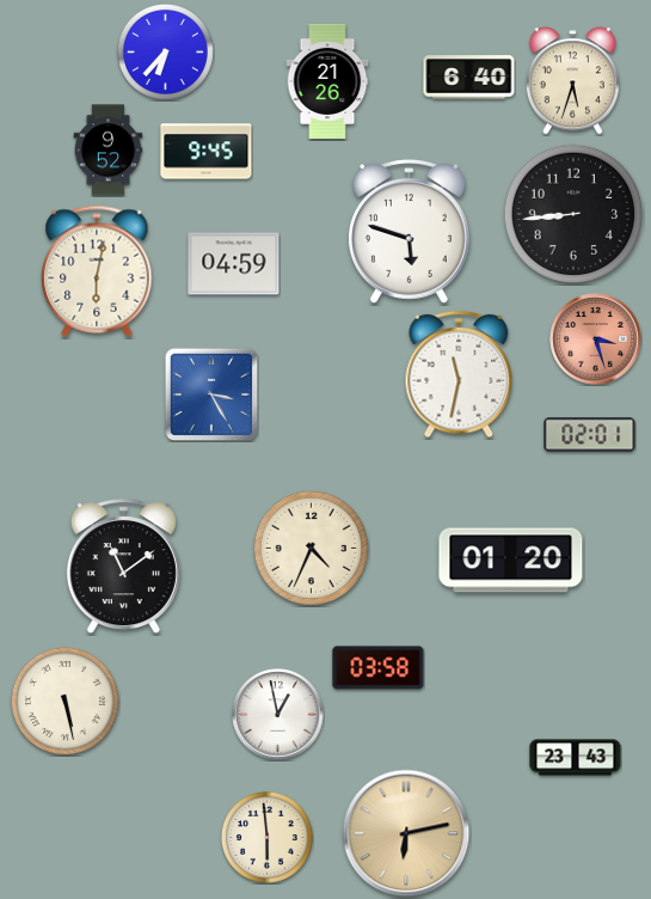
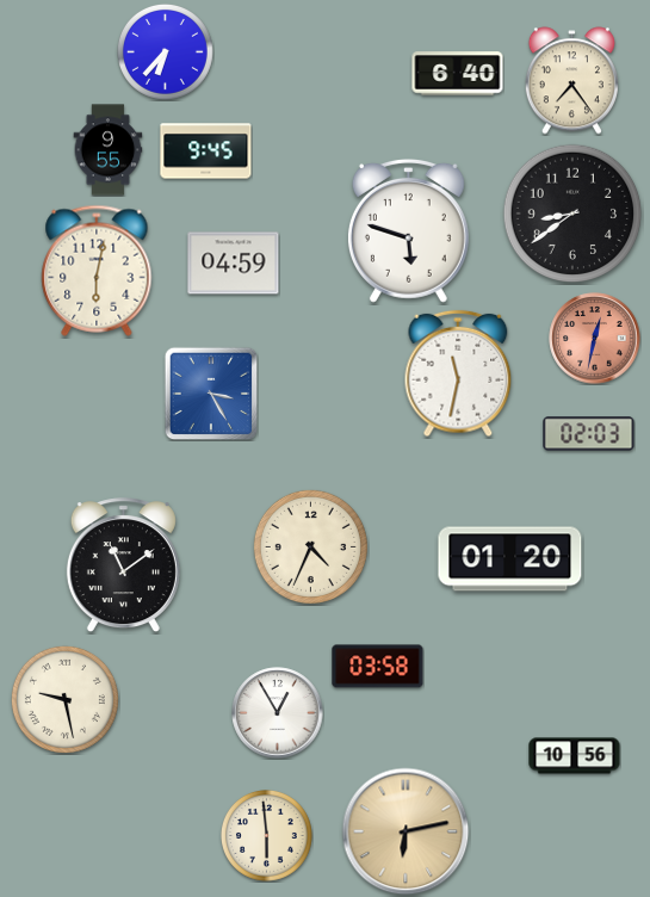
clock at (469, 78) position: (469, 78) -> (458, 74)
clock at (327, 81): 21:26 -> none
clock at (572, 81): 5:33 -> 7:24
clock at (109, 151): 9:52 -> 9:55
clock at (573, 214): 8:44 -> 8:39
clock at (596, 340): 3:27 -> 12:32
clock at (590, 435): 02:01 -> 02:03
clock at (65, 701): 5:28 -> 9:28
clock at (278, 715): 12:58 -> 12:55
clock at (576, 758): 23:43 -> 10:56
